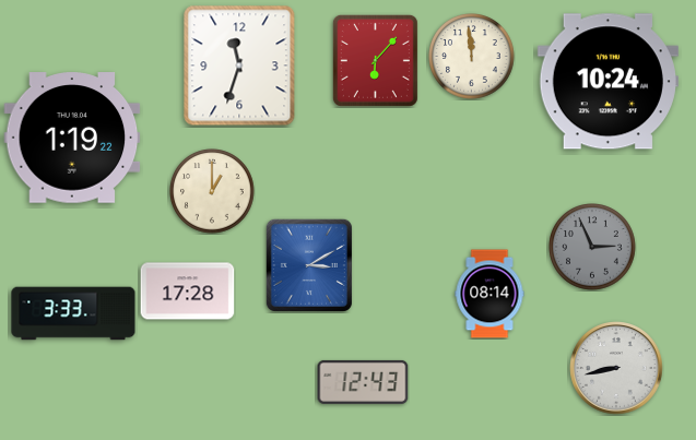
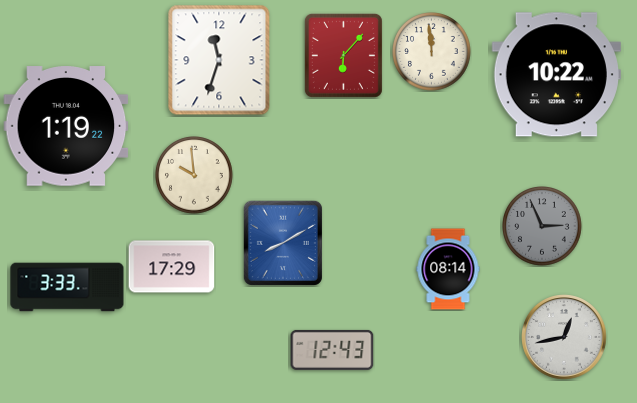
clock at (607, 82): 10:24 -> 10:22
clock at (212, 191): 1:00 -> 9:59
clock at (309, 265): 3:10 -> 8:10
clock at (188, 292): 17:28 -> 17:29
clock at (616, 368): 8:43 -> 12:43
